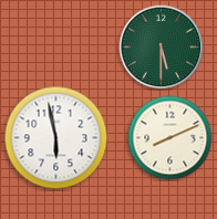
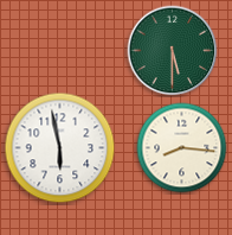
clock at (170, 138): 8:11 -> 8:16
